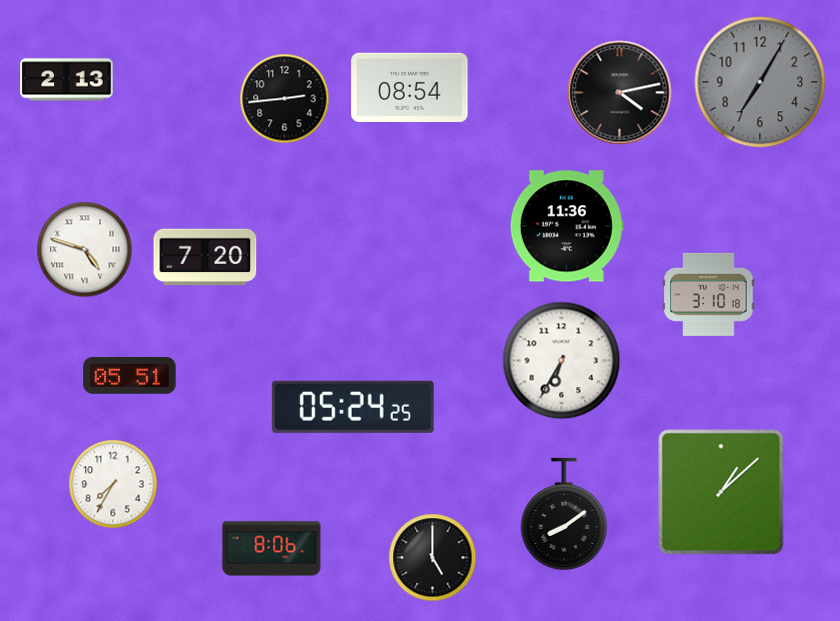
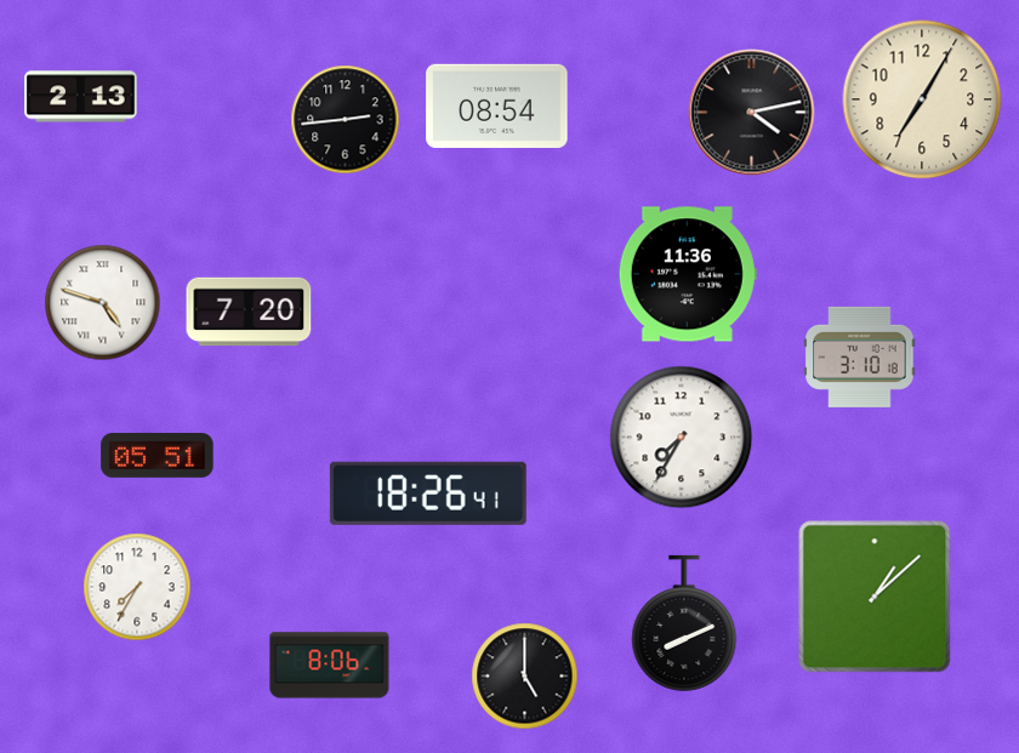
clock at (760, 82) dial: grey -> cream
clock at (562, 361): 6:35 -> 7:35
clock at (353, 407): 05:24 -> 18:26
clock at (564, 514): 8:09 -> 8:11
